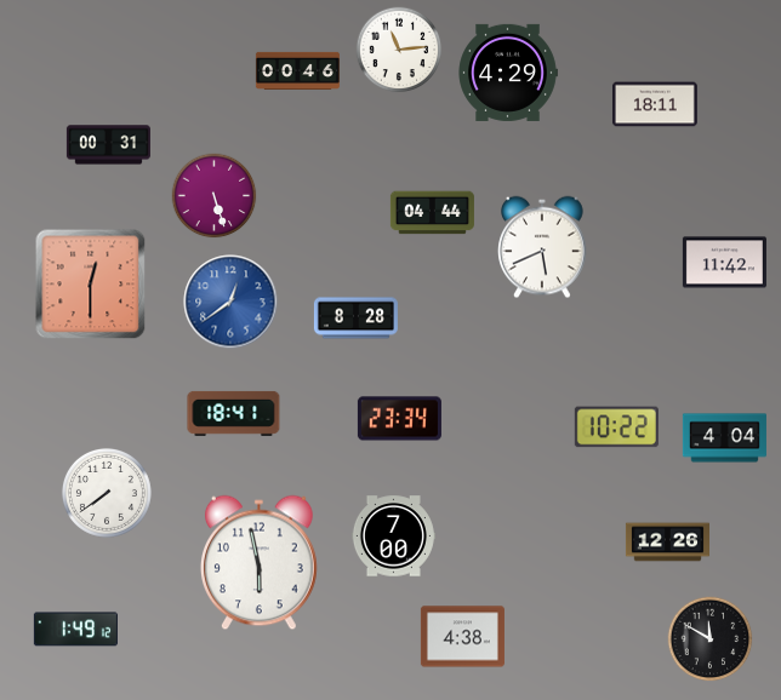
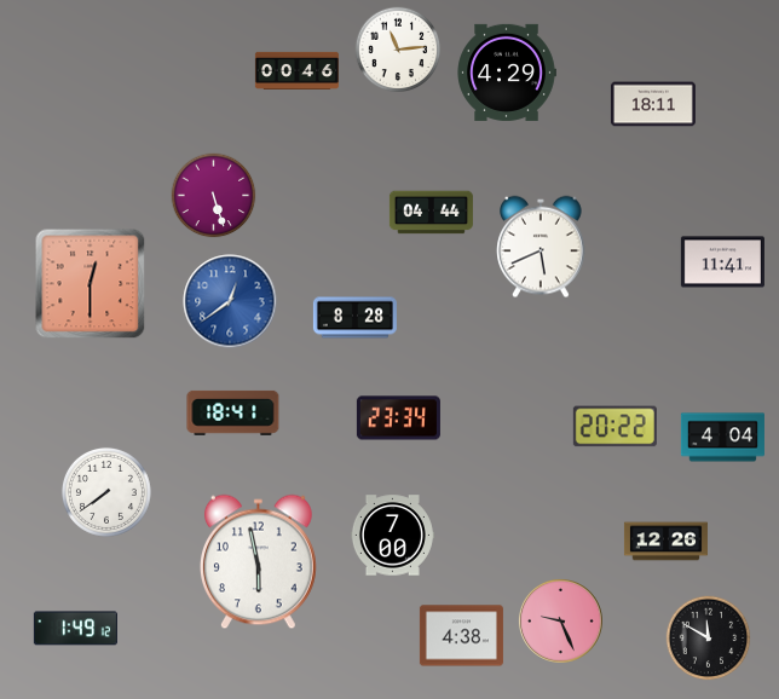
clock at (108, 145): 00:31 -> none
clock at (724, 263): 11:42 -> 11:41
clock at (616, 428): 10:22 -> 20:22
clock at (560, 620): none -> 9:26
